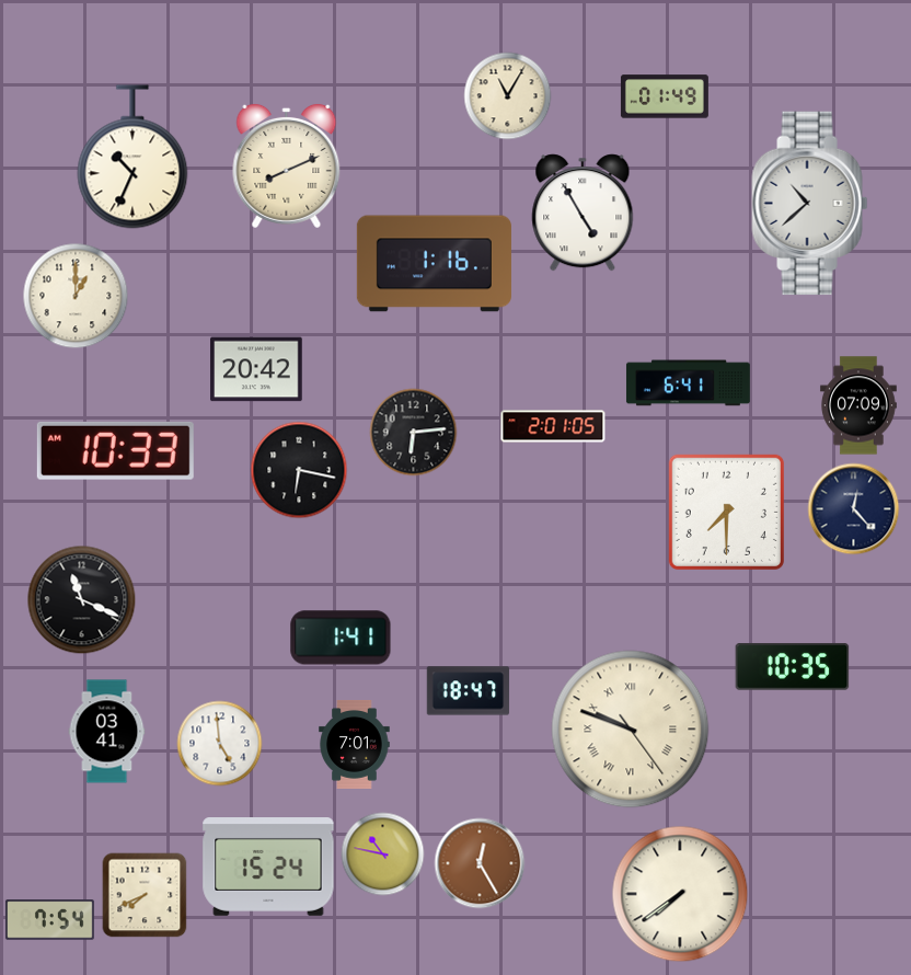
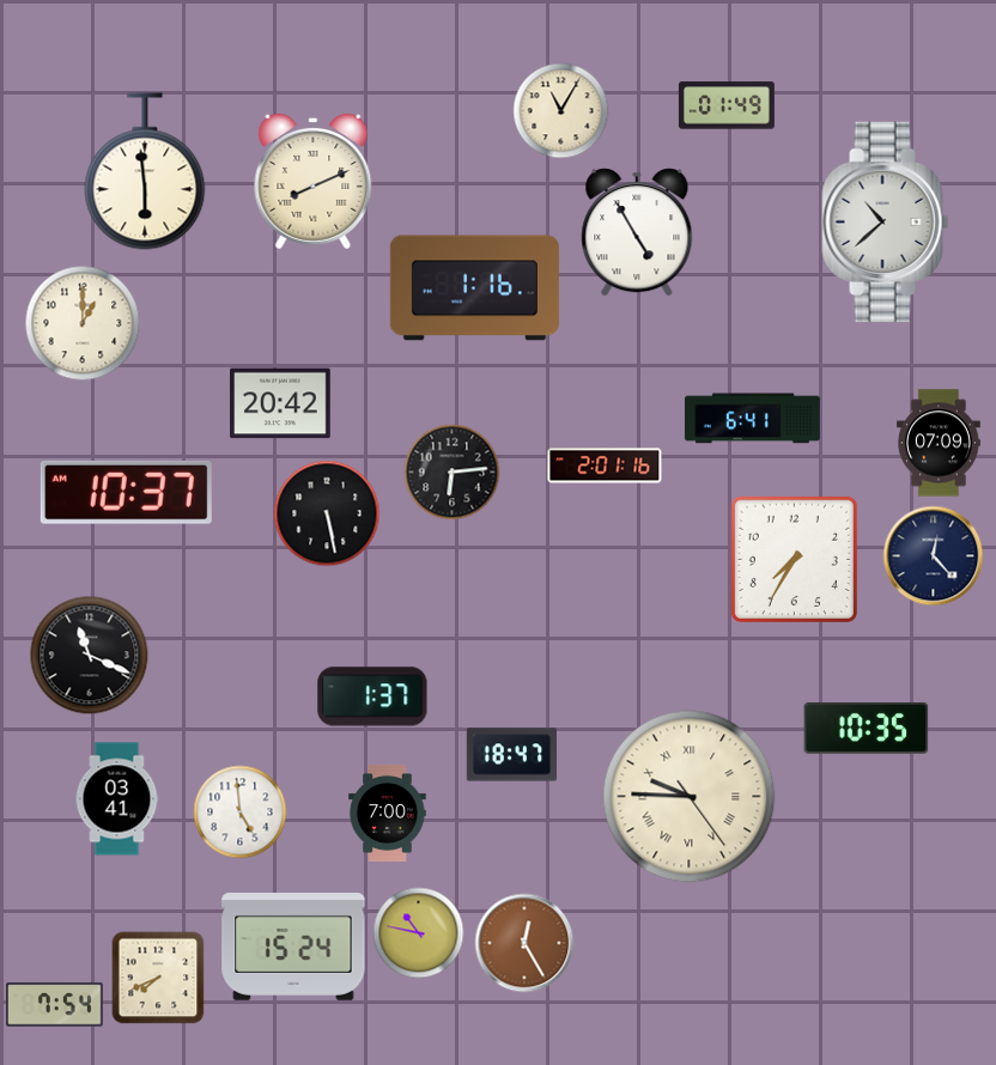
clock at (508, 96) position: (508, 96) -> (561, 111)
clock at (132, 157): 10:34 -> 5:59
clock at (553, 426): 2:01:05 -> 2:01:16
clock at (115, 450): 10:33 -> 10:37
clock at (299, 470): 6:17 -> 5:28
clock at (726, 512): 7:30 -> 7:35
clock at (341, 638): 1:41 -> 1:37
clock at (631, 730): 9:48 -> 9:45
clock at (355, 744): 7:01 -> 7:00
clock at (680, 894): 7:39 -> none
